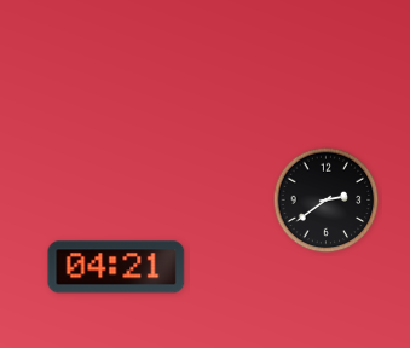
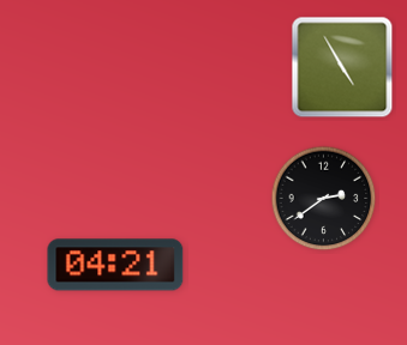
clock at (342, 67): none -> 4:55
